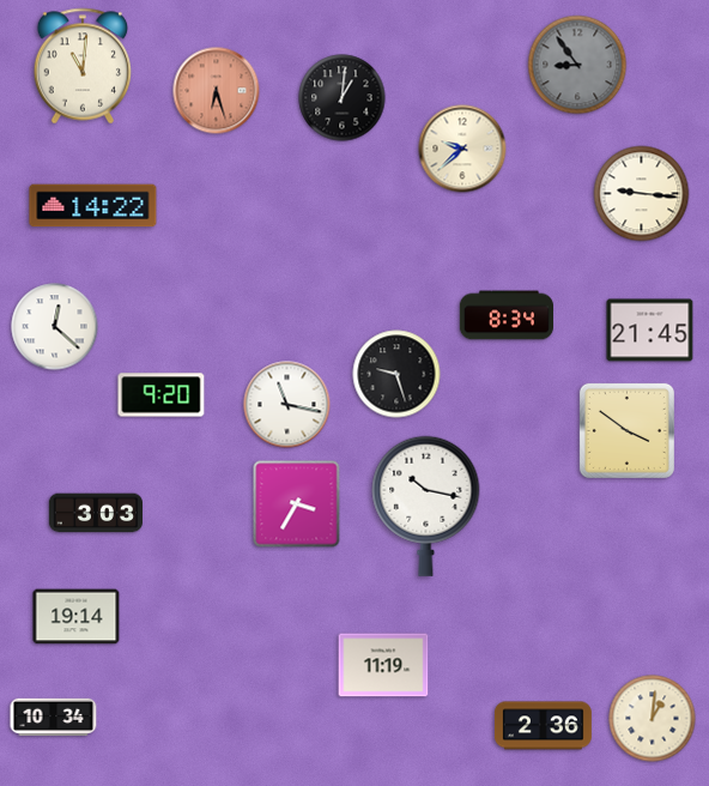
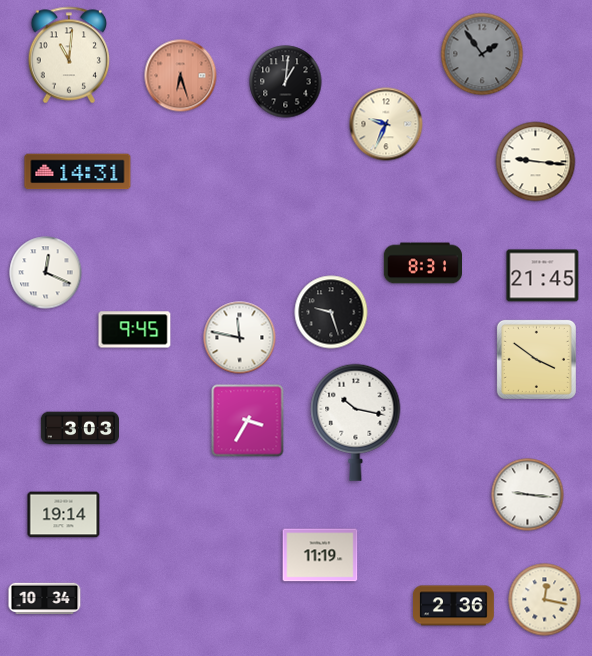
clock at (577, 65): 8:54 -> 1:54
clock at (462, 149): 9:38 -> 9:34
clock at (93, 206): 14:22 -> 14:31
clock at (505, 315): 8:34 -> 8:31
clock at (55, 327): 12:22 -> 12:19
clock at (162, 395): 9:20 -> 9:45
clock at (287, 405): 11:17 -> 11:47
clock at (626, 430) position: (626, 430) -> (536, 359)
clock at (528, 495): none -> 9:16
clock at (653, 719): 1:01 -> 12:17
